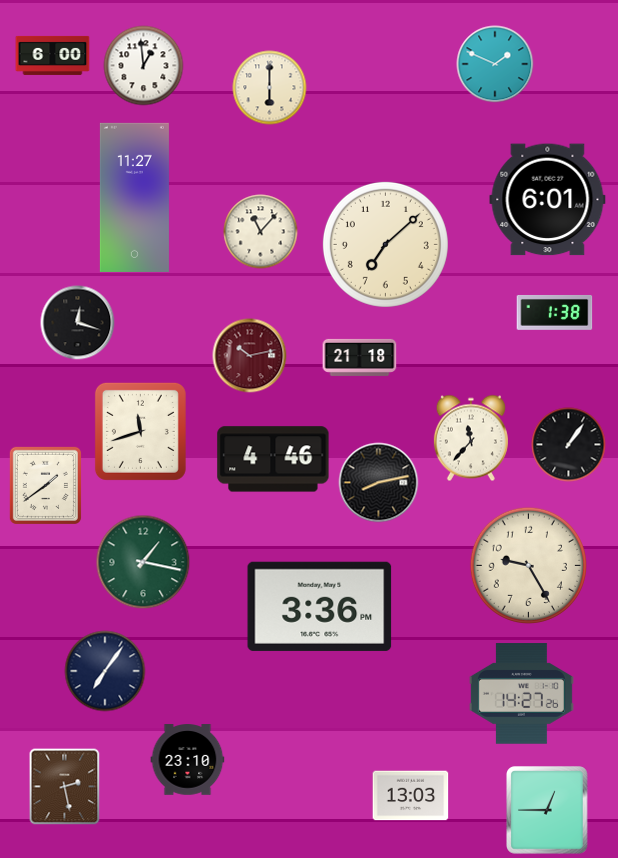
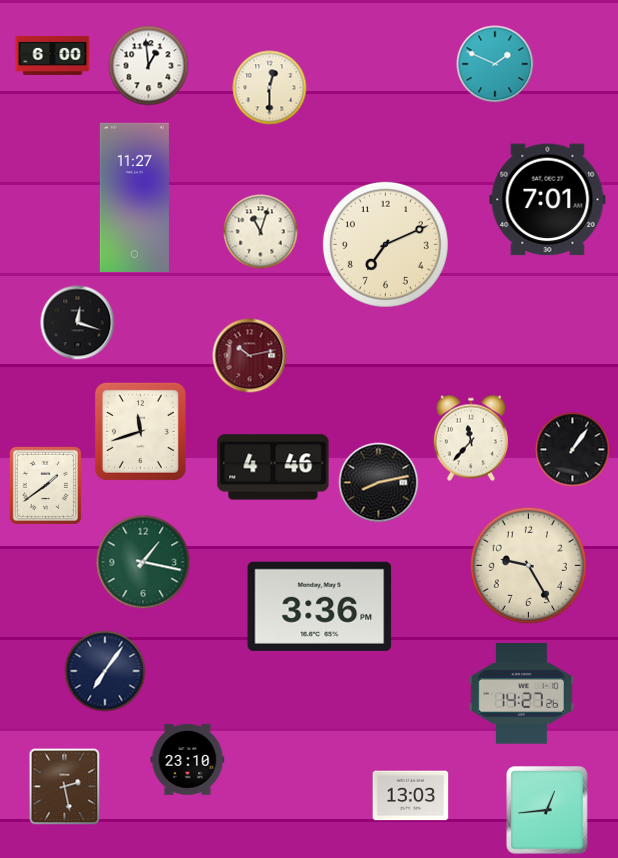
clock at (144, 66) position: (144, 66) -> (149, 66)
clock at (270, 88): 6:00 -> 12:30
clock at (548, 200): 6:01 -> 7:01
clock at (261, 232): 11:07 -> 11:03
clock at (385, 244): 7:08 -> 7:11
clock at (555, 312): 1:38 -> none
clock at (360, 357): 21:18 -> none
clock at (569, 445) position: (569, 445) -> (573, 450)
clock at (273, 459) position: (273, 459) -> (273, 467)
clock at (548, 811): 12:45 -> 12:44
